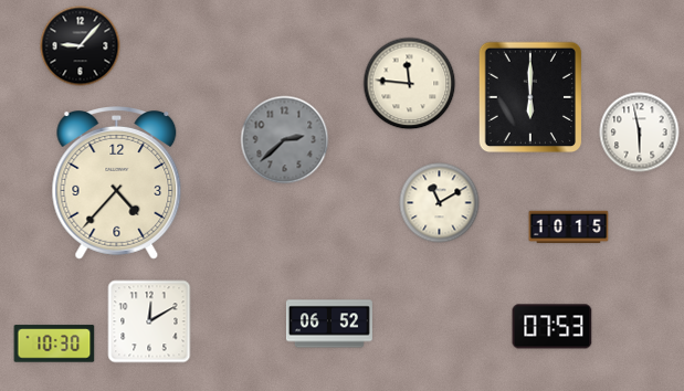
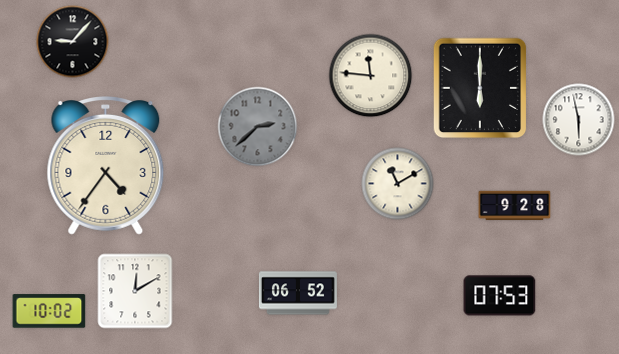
clock at (117, 183): 4:37 -> 4:36
clock at (569, 228): 10:15 -> 9:28
clock at (54, 344): 10:30 -> 10:02
